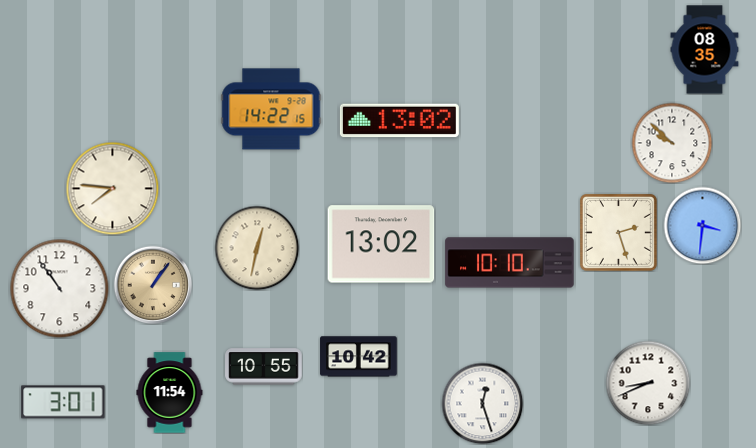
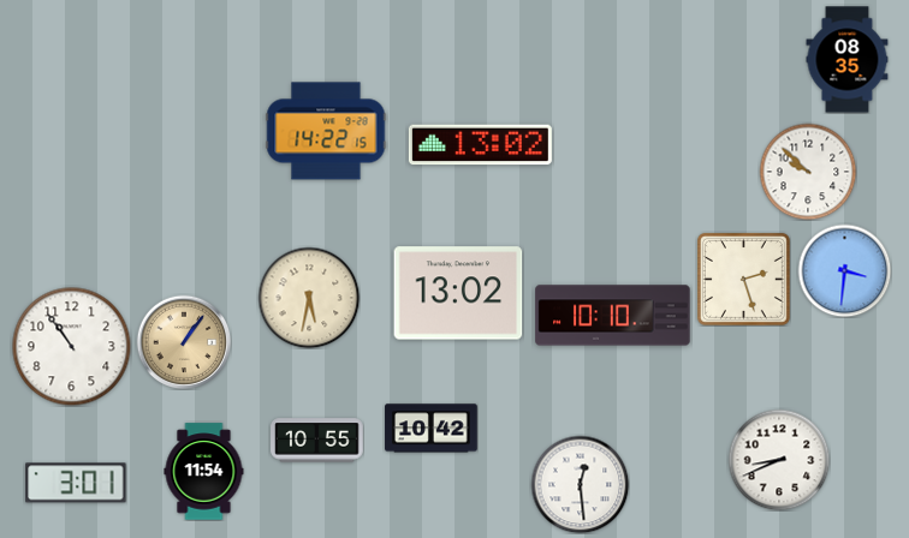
clock at (112, 188): 7:46 -> none
clock at (257, 248): 12:32 -> 5:32
clock at (482, 403): 12:27 -> 12:29
